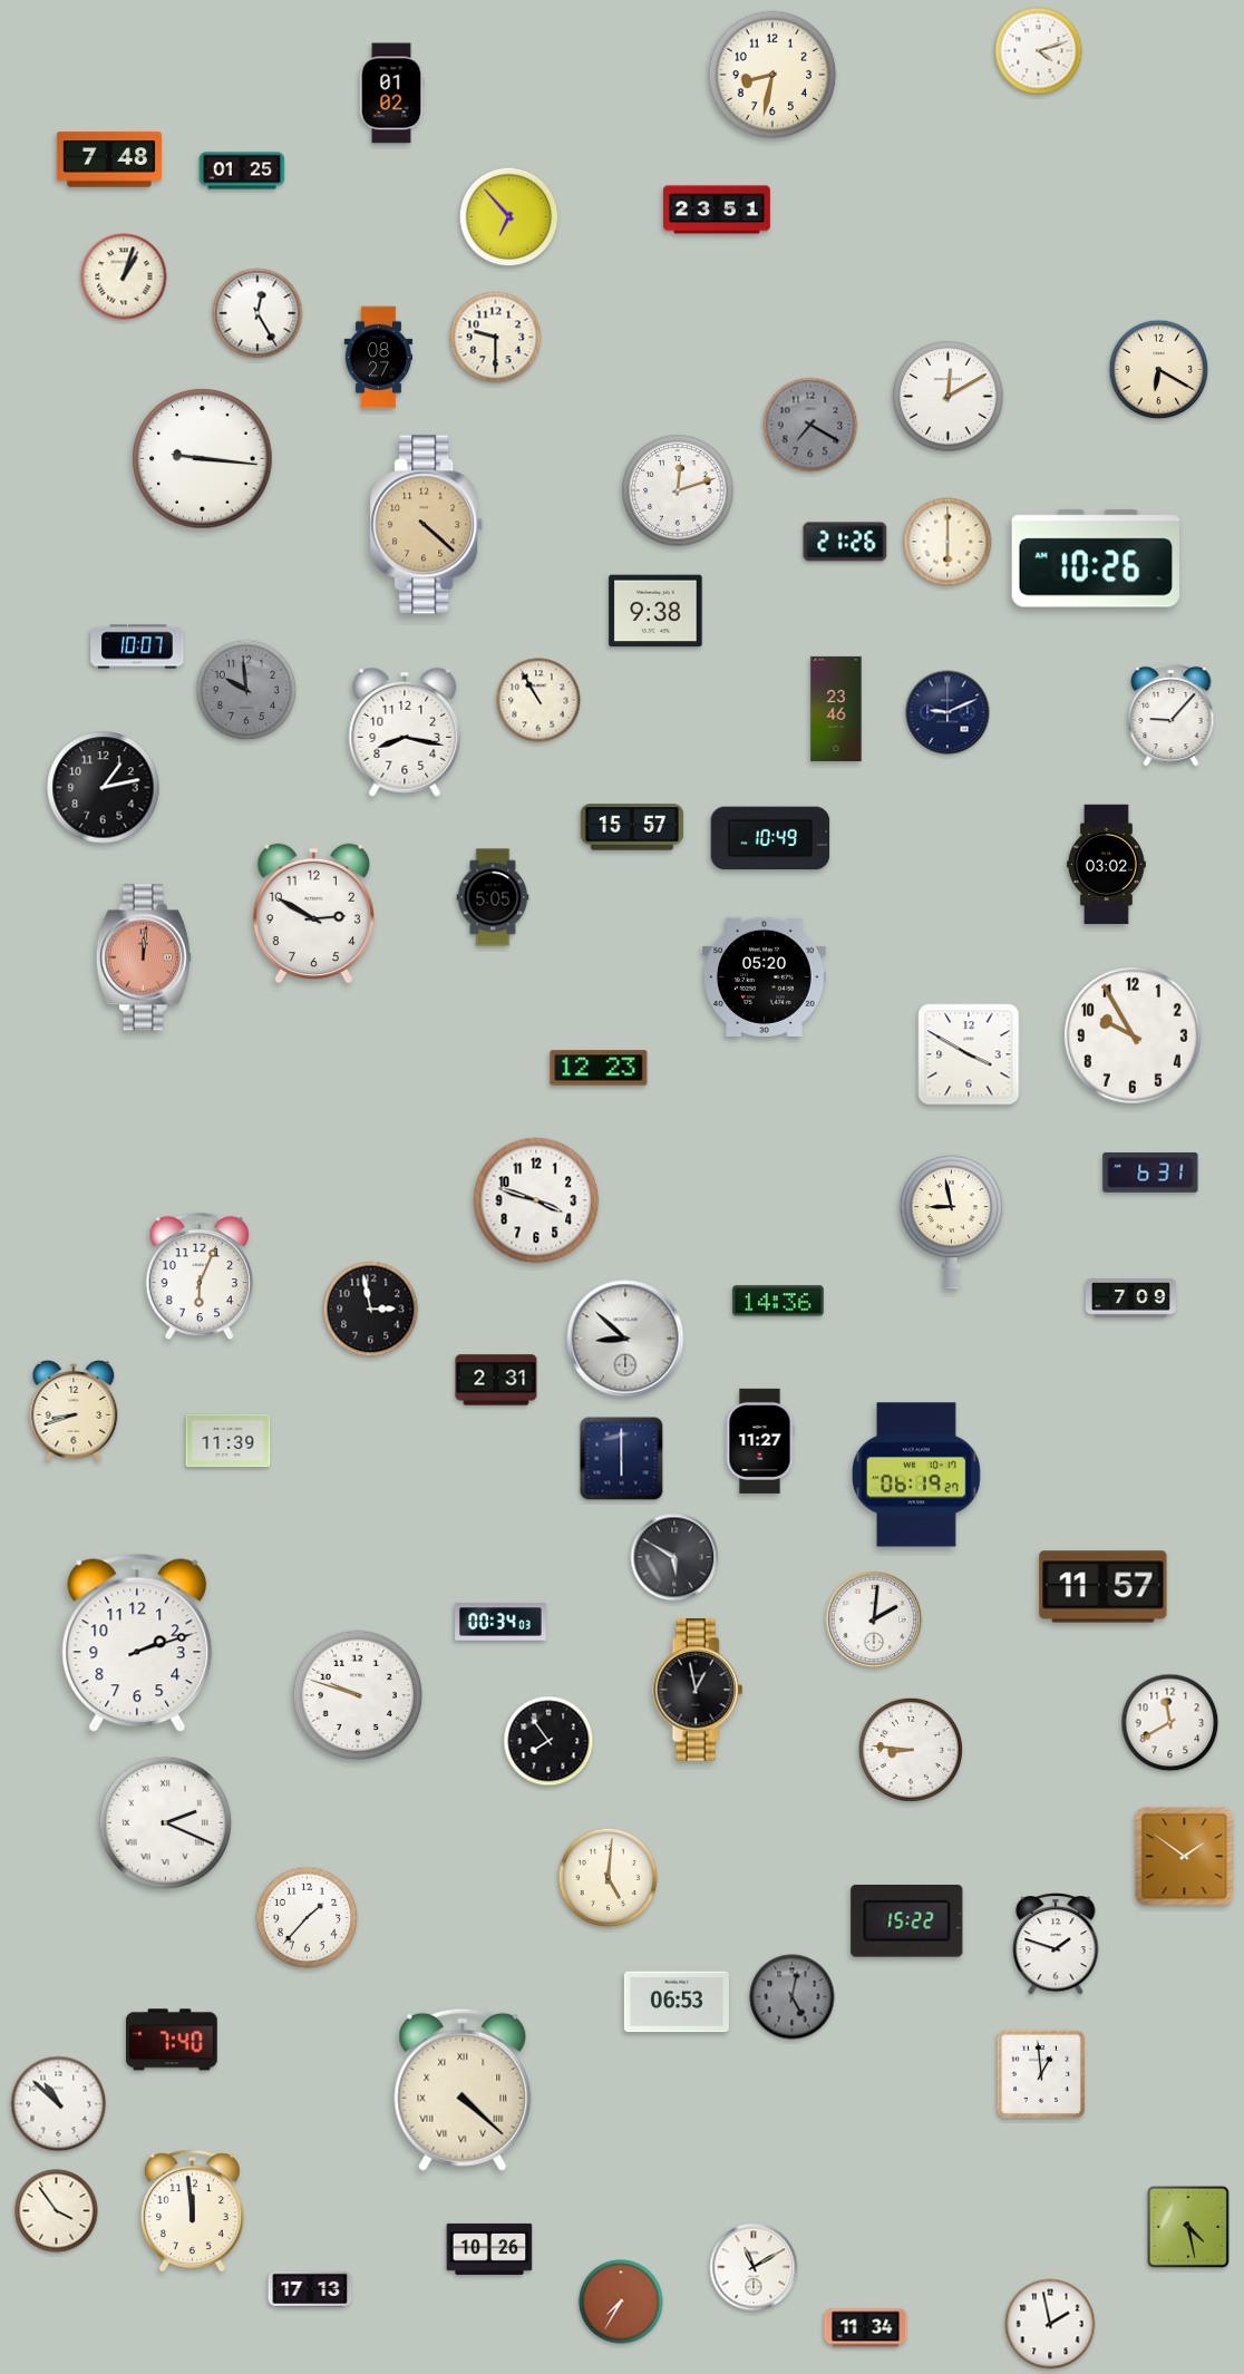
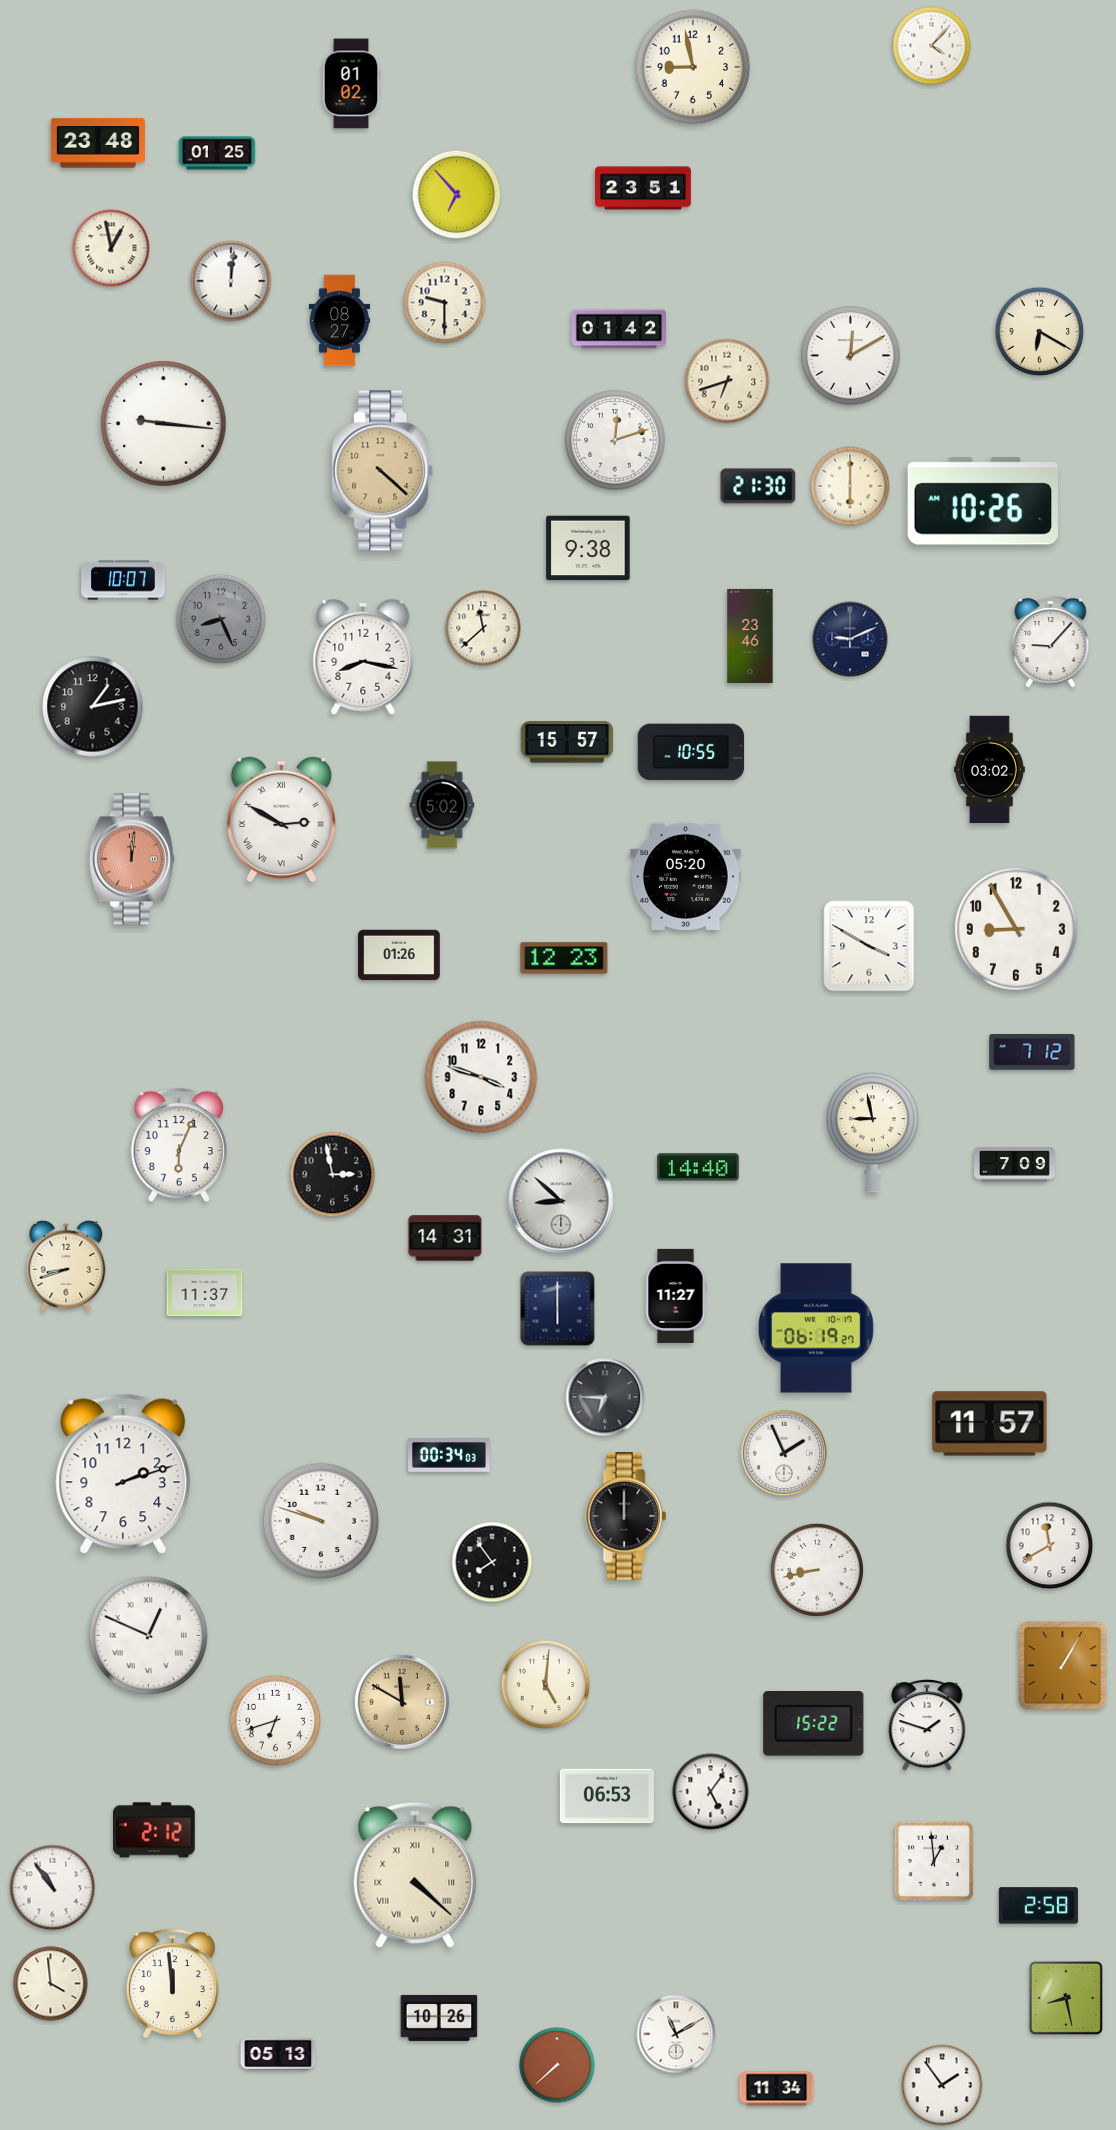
clock at (1039, 51): 4:12 -> 4:07
clock at (772, 75): 8:32 -> 8:58
clock at (109, 159): 7:48 -> 23:48
clock at (124, 276): 1:03 -> 12:58
clock at (257, 313): 12:25 -> 12:01
clock at (619, 329): none -> 01:42
clock at (810, 425): 7:20 -> 6:42
clock at (810, 425) dial: grey -> cream
clock at (203, 459) position: (203, 459) -> (164, 424)
clock at (678, 490) position: (678, 490) -> (615, 440)
clock at (845, 542): 21:26 -> 21:30
clock at (246, 690): 9:59 -> 8:26
clock at (538, 700): 10:55 -> 11:38
clock at (770, 838): 10:49 -> 10:55
clock at (1106, 865) position: (1106, 865) -> (989, 770)
clock at (493, 897): 5:05 -> 5:02
clock at (313, 914) numerals: Arabic -> Roman
clock at (144, 957) position: (144, 957) -> (132, 859)
clock at (1133, 1035): 9:55 -> 8:55
clock at (399, 955): none -> 01:26
clock at (599, 1068) position: (599, 1068) -> (564, 958)
clock at (1150, 1173): 6:31 -> 7:12
clock at (951, 1223) position: (951, 1223) -> (872, 1133)
clock at (779, 1301): 14:36 -> 14:40
clock at (496, 1380): 2:31 -> 14:31
clock at (229, 1441): 11:39 -> 11:37
clock at (760, 1441) position: (760, 1441) -> (676, 1296)
clock at (917, 1475) position: (917, 1475) -> (817, 1328)
clock at (674, 1557): 5:50 -> 6:45
clock at (874, 1619): 2:01 -> 1:56
clock at (698, 1690): 12:58 -> 12:00
clock at (911, 1750): 8:46 -> 8:43
clock at (165, 1822): 2:19 -> 12:49
clock at (1185, 1857): 1:51 -> 1:05
clock at (402, 1702): none -> 11:50
clock at (308, 1918): 1:37 -> 6:42
clock at (1056, 1945) position: (1056, 1945) -> (927, 1726)
clock at (793, 1997): 5:02 -> 5:06
clock at (793, 1997) dial: grey -> white
clock at (173, 2040): 7:40 -> 2:12
clock at (59, 2104): 10:52 -> 10:54
clock at (1038, 1906): none -> 2:58
clock at (57, 2211): 3:54 -> 3:59
clock at (1188, 2227): 4:28 -> 8:28
clock at (310, 2289): 17:13 -> 05:13
clock at (621, 2302): 7:35 -> 7:38
clock at (1050, 2324): 1:58 -> 1:54
